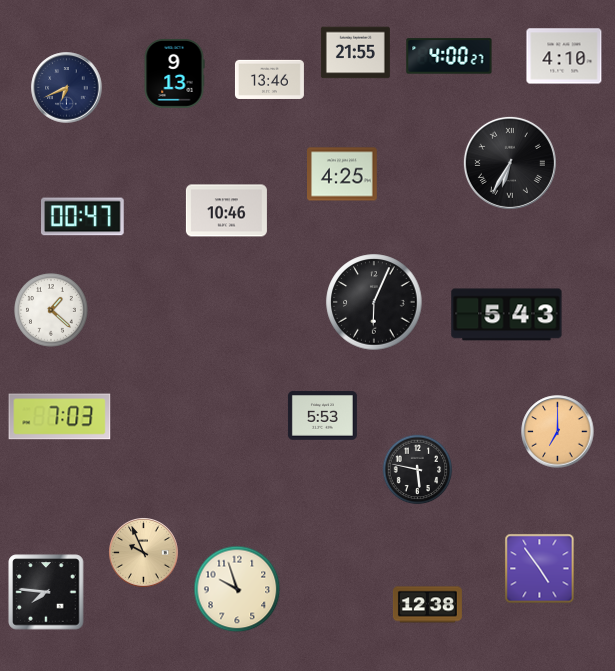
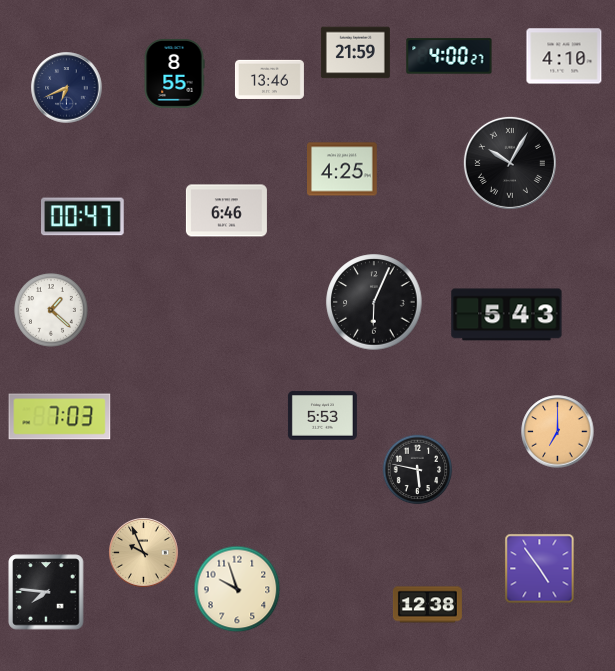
clock at (355, 53): 21:55 -> 21:59
clock at (174, 73): 9:13 -> 8:55
clock at (510, 163): 6:35 -> 10:05
clock at (343, 174) position: (343, 174) -> (343, 169)
clock at (226, 211): 10:46 -> 6:46
